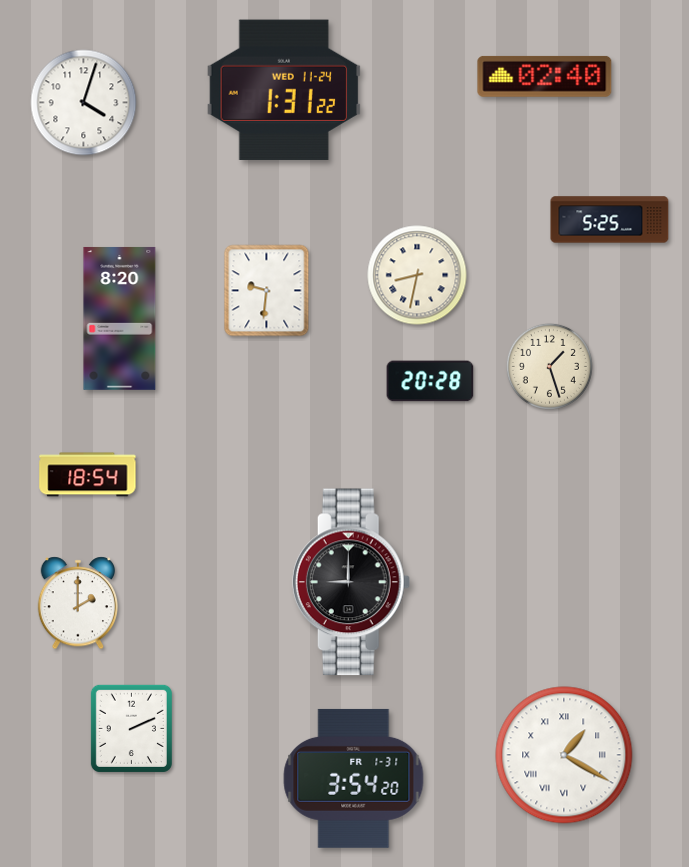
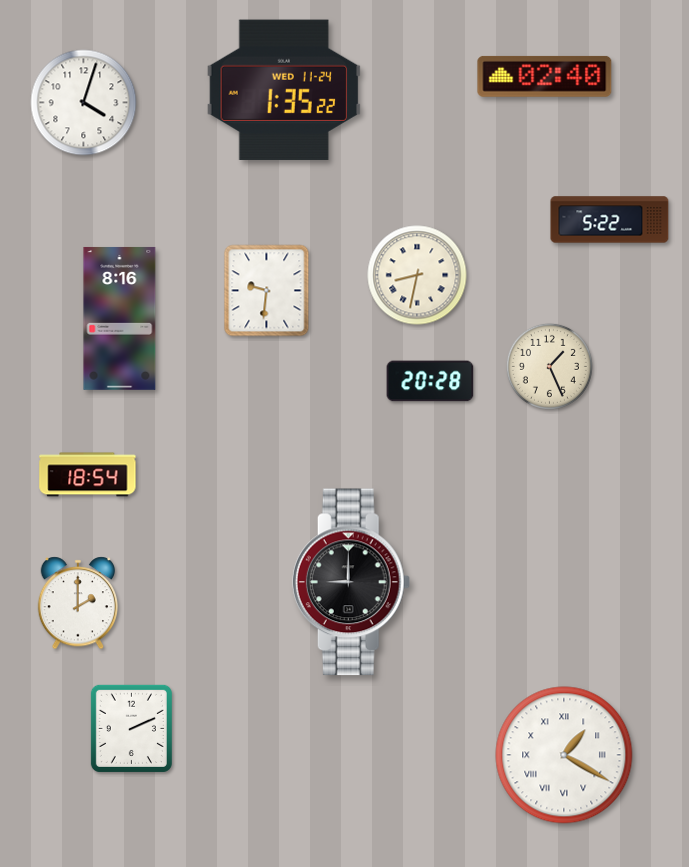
clock at (283, 89): 1:31 -> 1:35
clock at (610, 220): 5:25 -> 5:22
clock at (120, 318): 8:20 -> 8:16
clock at (549, 366): 1:27 -> 1:26
clock at (354, 778): 3:54 -> none
